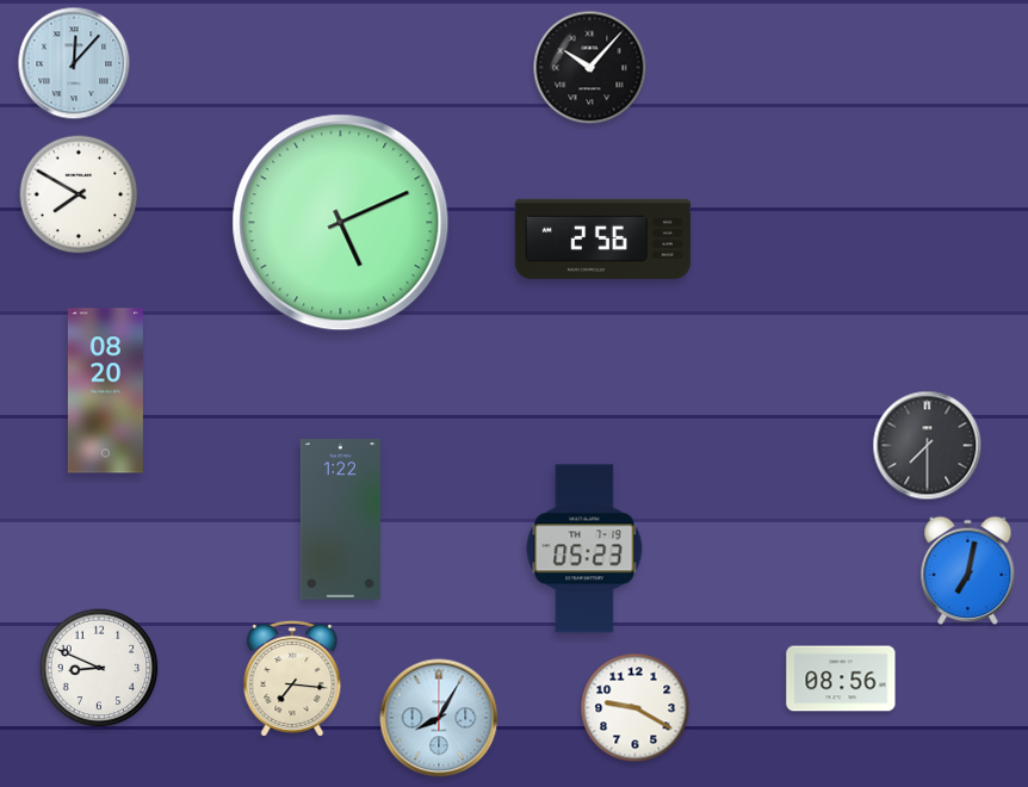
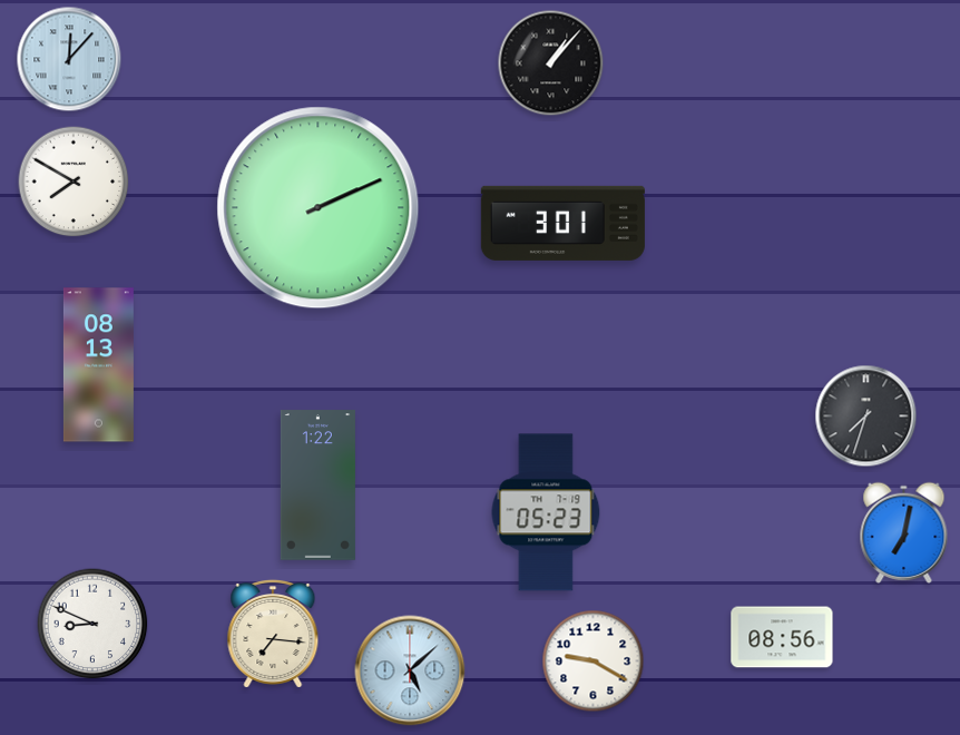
clock at (590, 68): 10:07 -> 1:07
clock at (341, 223): 5:11 -> 2:11
clock at (602, 238): 2:56 -> 3:01
clock at (105, 391): 08:20 -> 08:13
clock at (928, 446): 7:30 -> 7:33
clock at (841, 678) position: (841, 678) -> (782, 637)
clock at (439, 718): 8:05 -> 5:08
